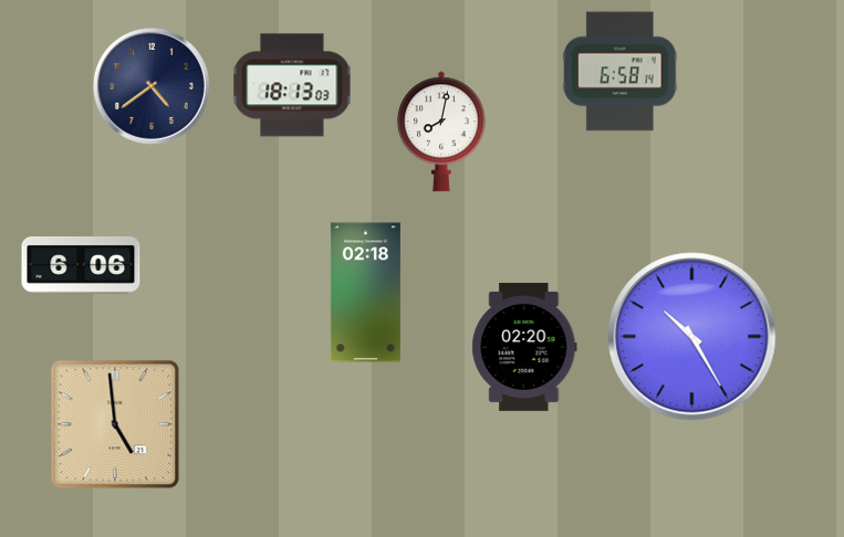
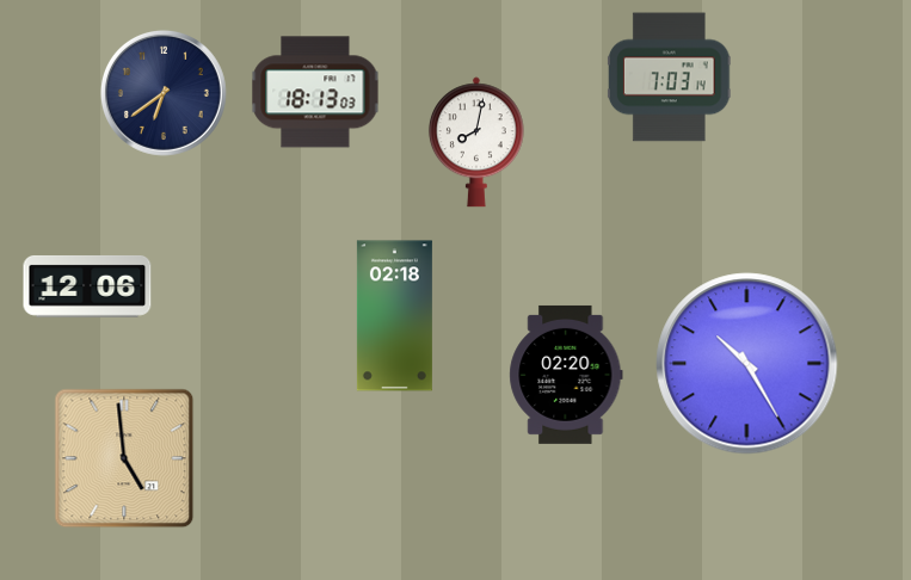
clock at (619, 72): 6:58 -> 7:03
clock at (152, 86): 4:39 -> 6:39
clock at (81, 265): 6:06 -> 12:06
